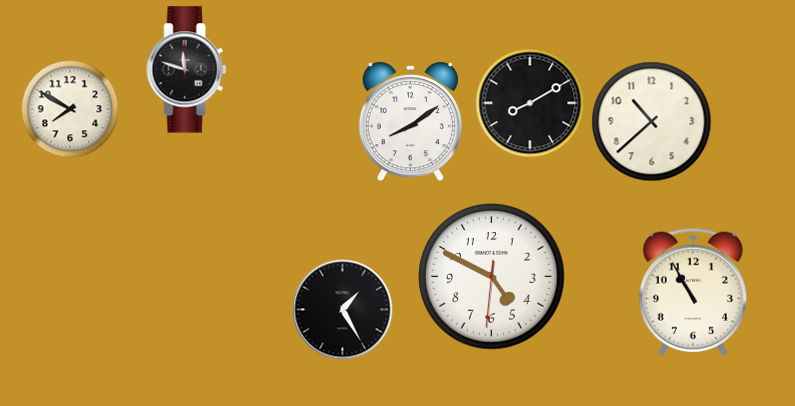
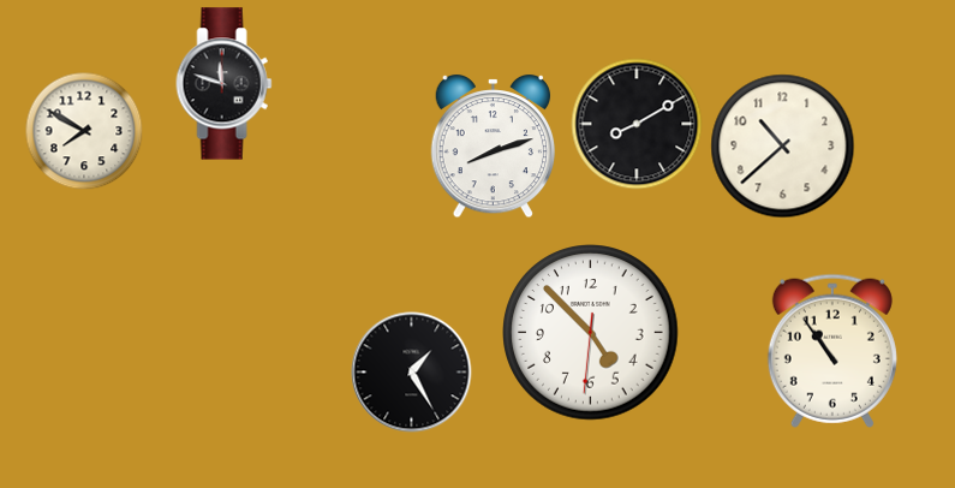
clock at (410, 122): 8:09 -> 8:12
clock at (492, 277): 4:49 -> 4:52
clock at (693, 292): 10:55 -> 10:54
